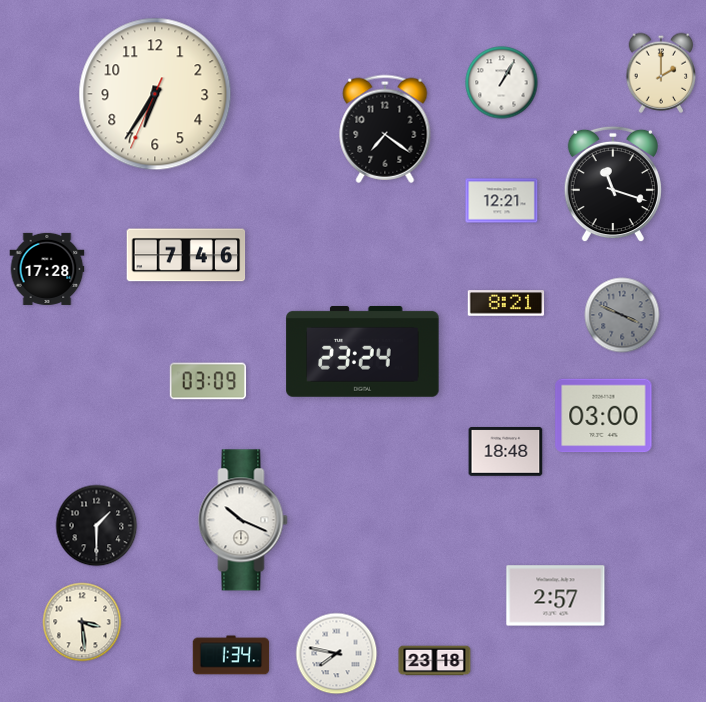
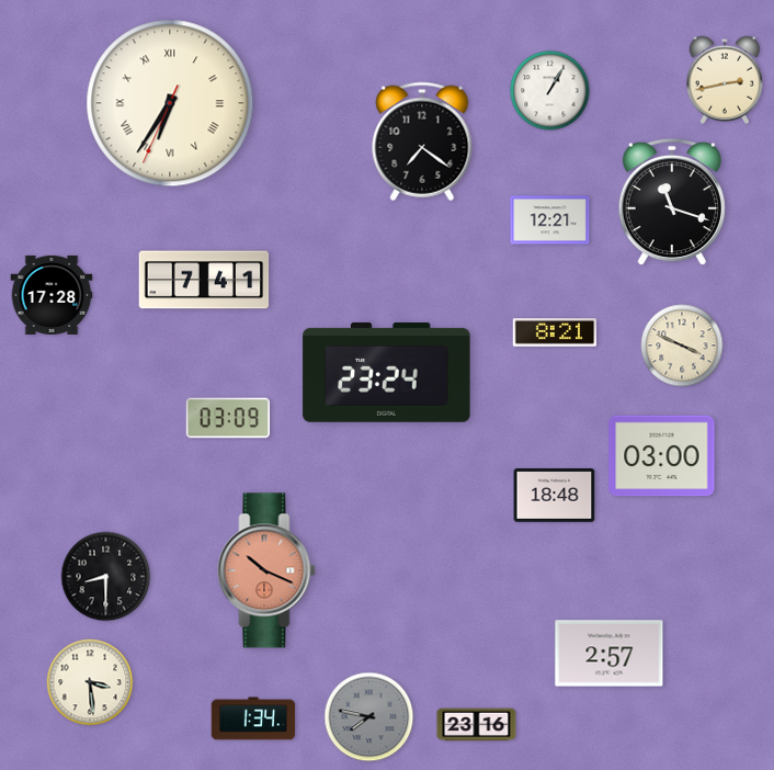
clock at (661, 73): 2:00 -> 2:43
clock at (155, 94) numerals: Arabic -> Roman
clock at (186, 255): 7:46 -> 7:41
clock at (622, 315) dial: grey -> cream
clock at (363, 351) position: (363, 351) -> (387, 372)
clock at (243, 520) dial: white -> salmon
clock at (97, 526): 1:30 -> 8:30
clock at (337, 654) dial: white -> grey
clock at (435, 661): 23:18 -> 23:16
